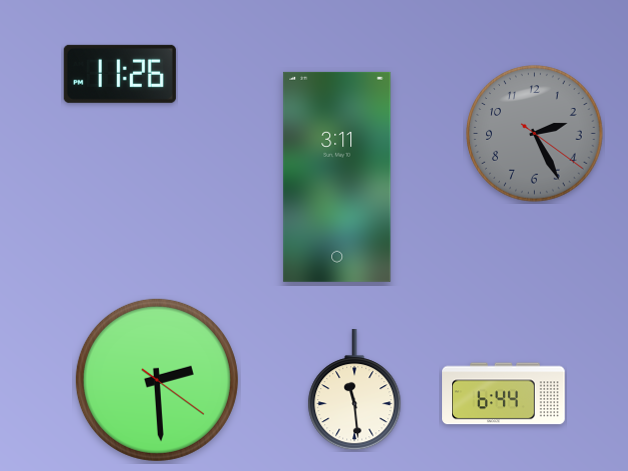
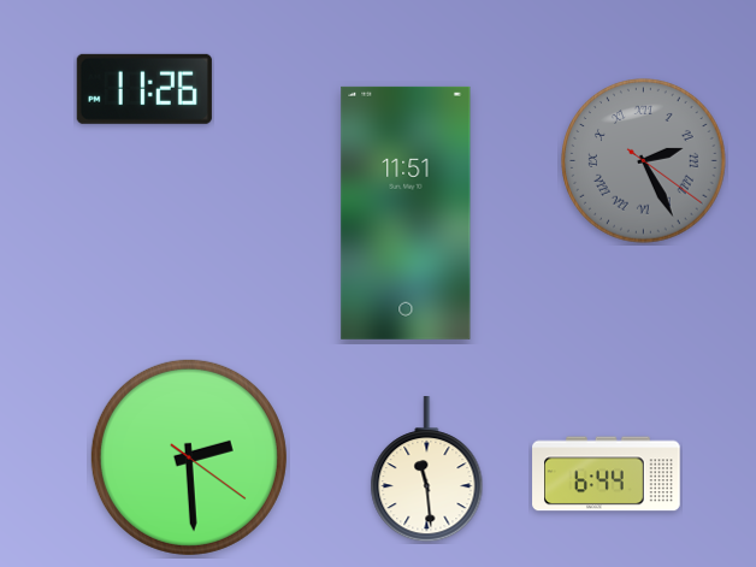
clock at (535, 134) numerals: Arabic -> Roman
clock at (337, 177): 3:11 -> 11:51
